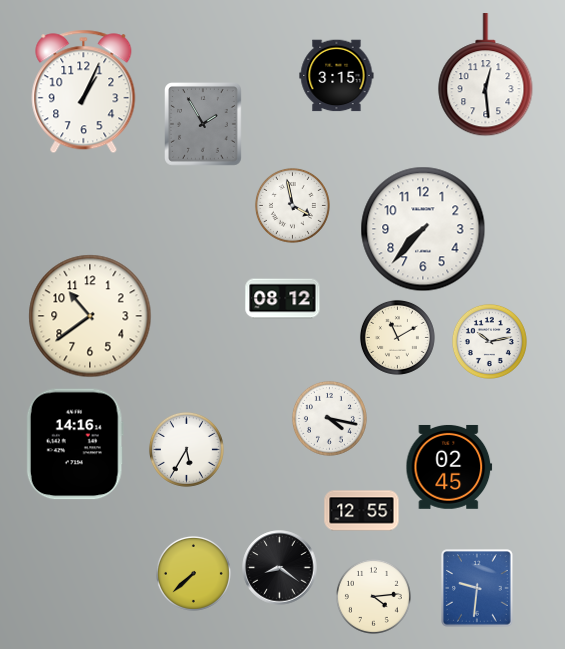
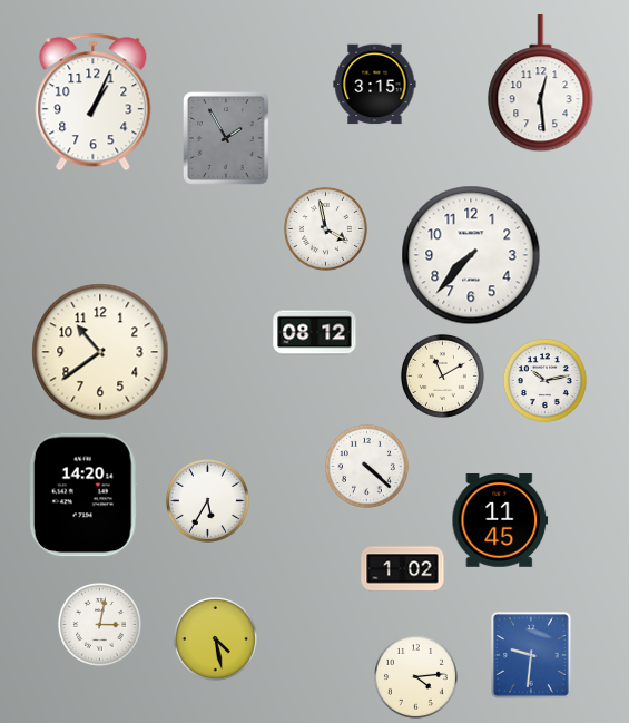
clock at (329, 418): 4:17 -> 4:22
clock at (75, 444): 14:16 -> 14:20
clock at (449, 467): 02:45 -> 11:45
clock at (362, 511): 12:55 -> 1:02
clock at (99, 624): none -> 3:02
clock at (280, 568): 8:21 -> none
clock at (193, 573): 7:38 -> 4:28
clock at (373, 596) position: (373, 596) -> (415, 676)
